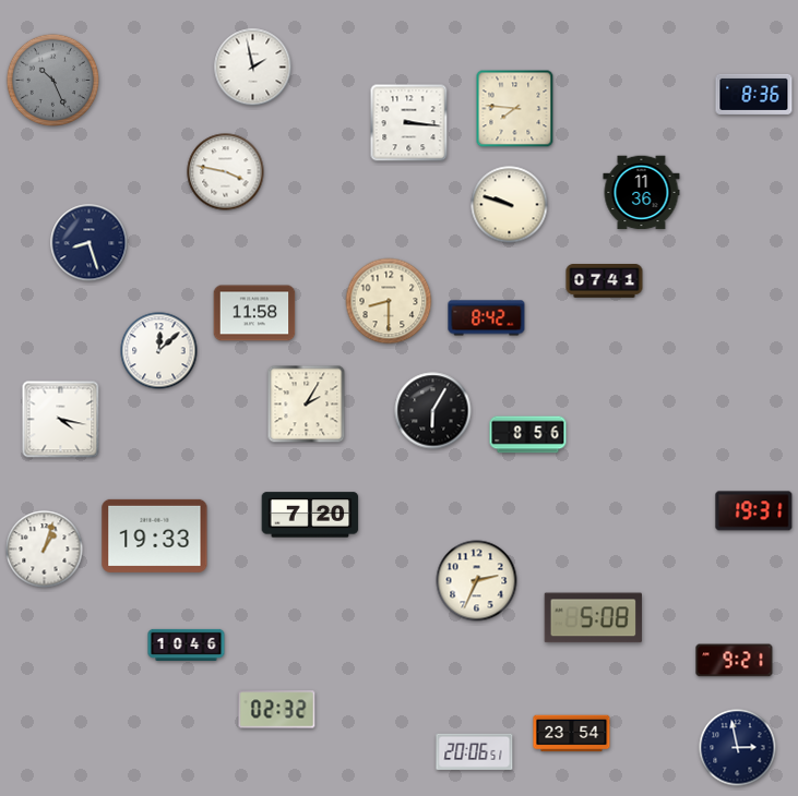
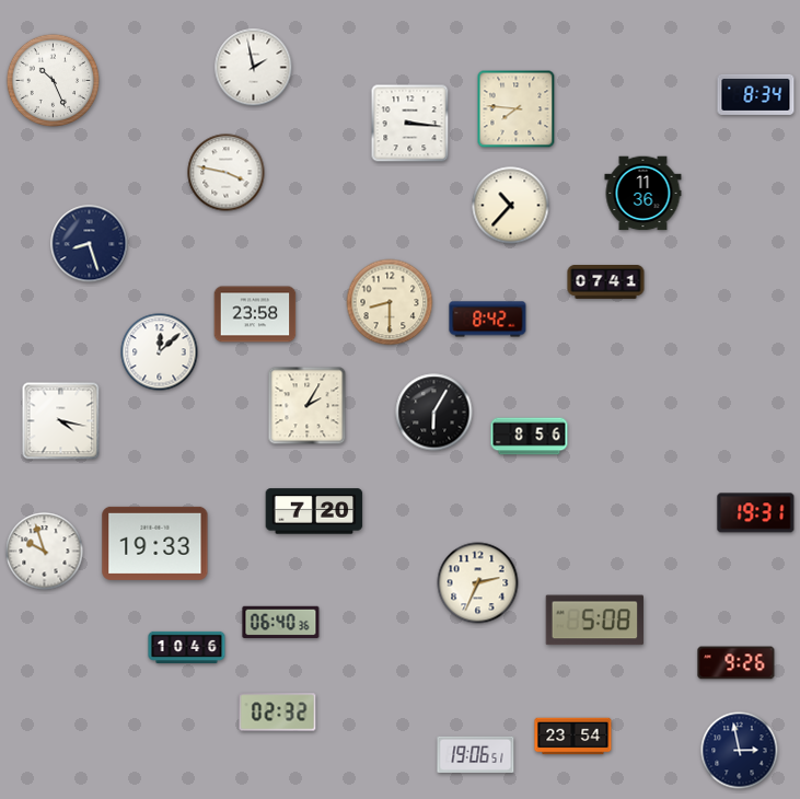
clock at (53, 81) dial: grey -> white
clock at (754, 94): 8:36 -> 8:34
clock at (510, 205): 9:48 -> 10:37
clock at (254, 313): 11:58 -> 23:58
clock at (310, 515) position: (310, 515) -> (314, 511)
clock at (155, 535) position: (155, 535) -> (155, 543)
clock at (45, 550): 1:03 -> 9:57
clock at (281, 623): none -> 06:40
clock at (735, 661): 9:21 -> 9:26
clock at (475, 751): 20:06 -> 19:06
